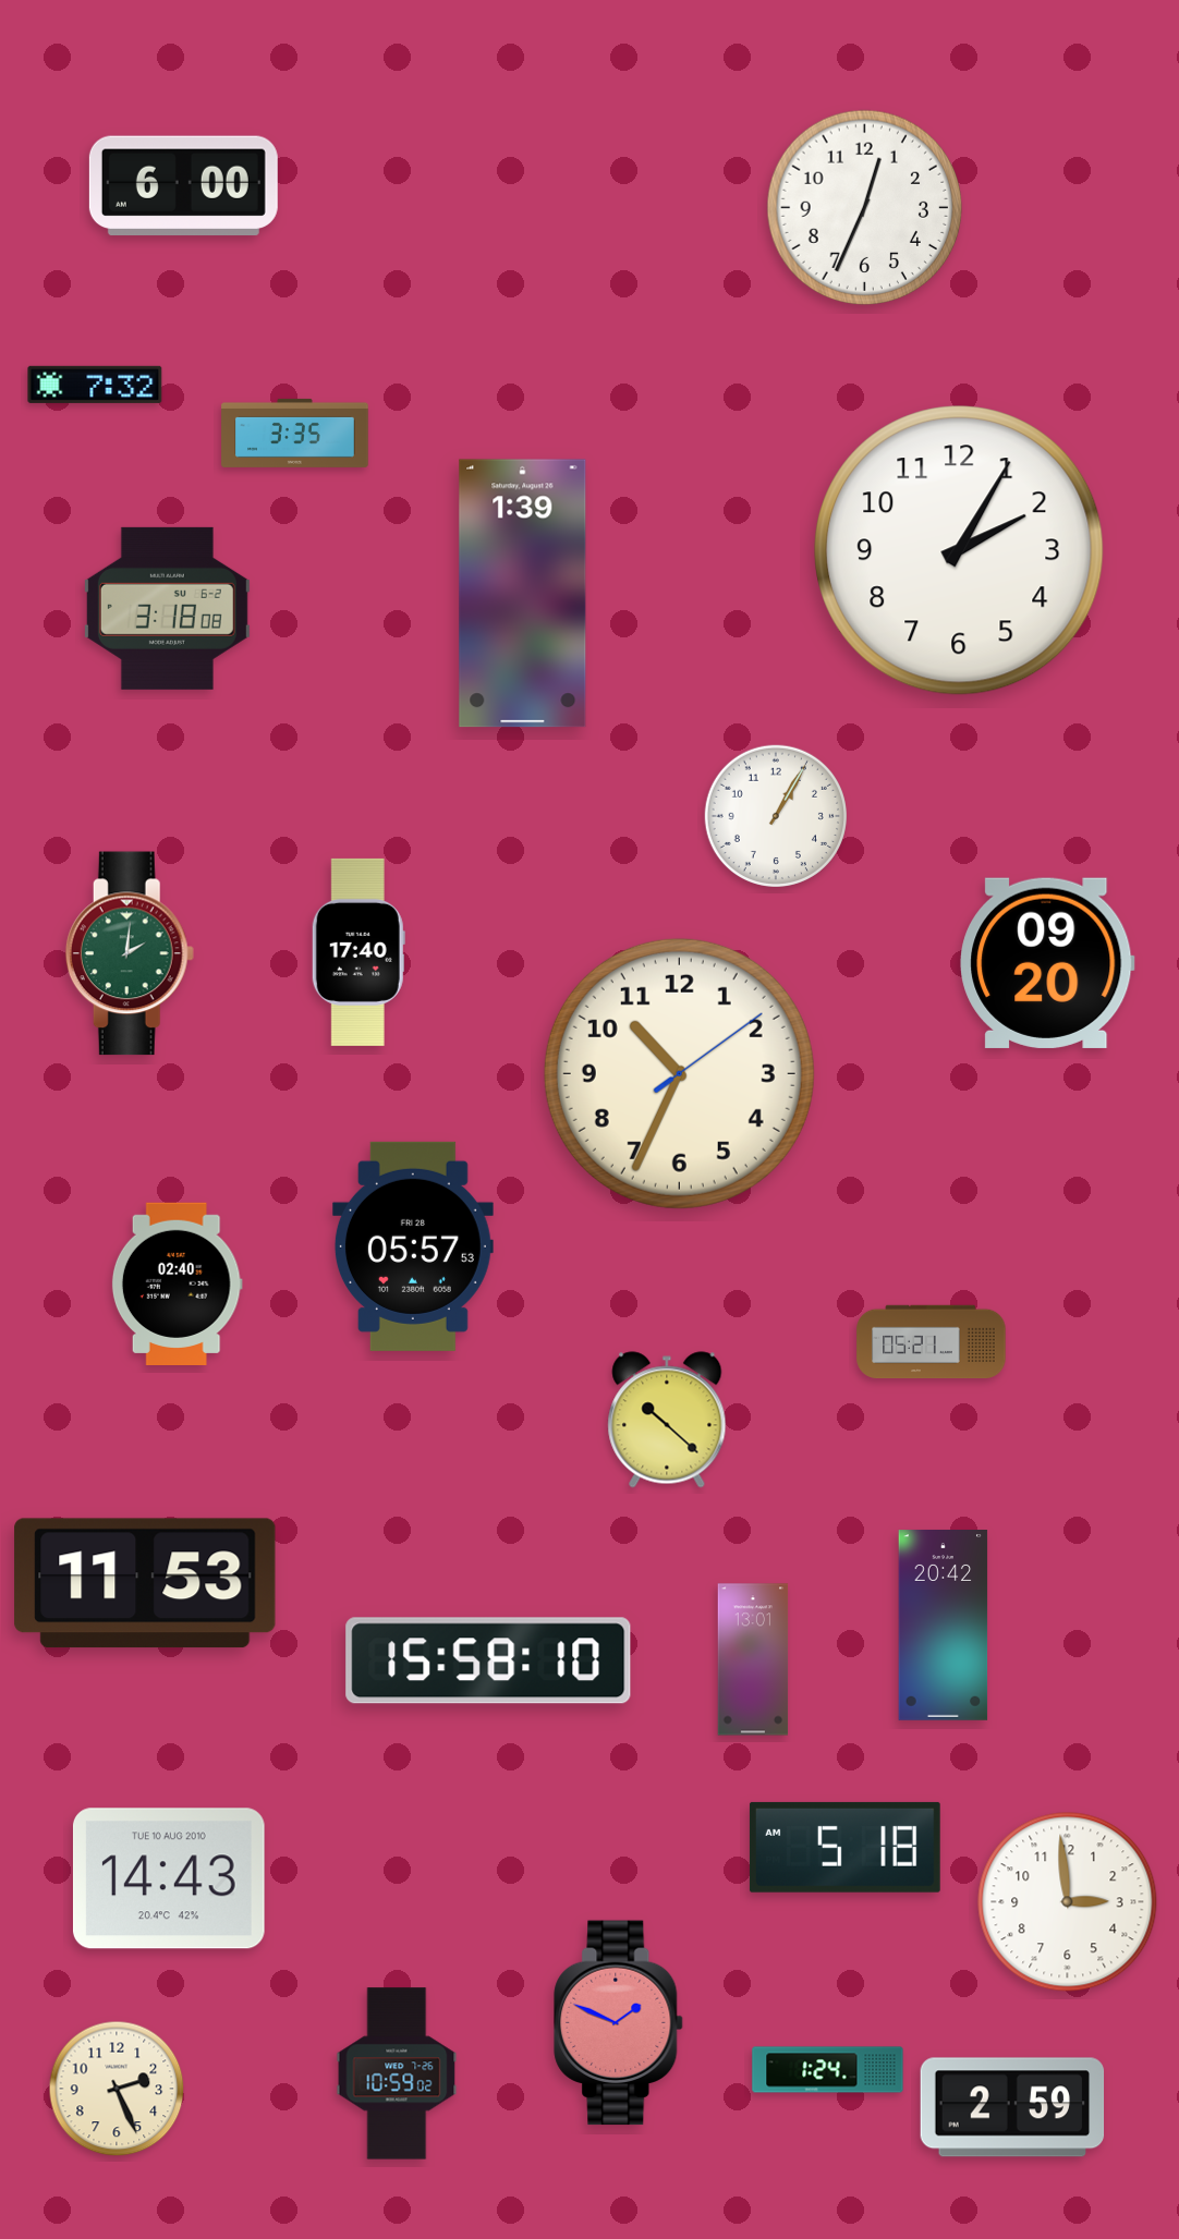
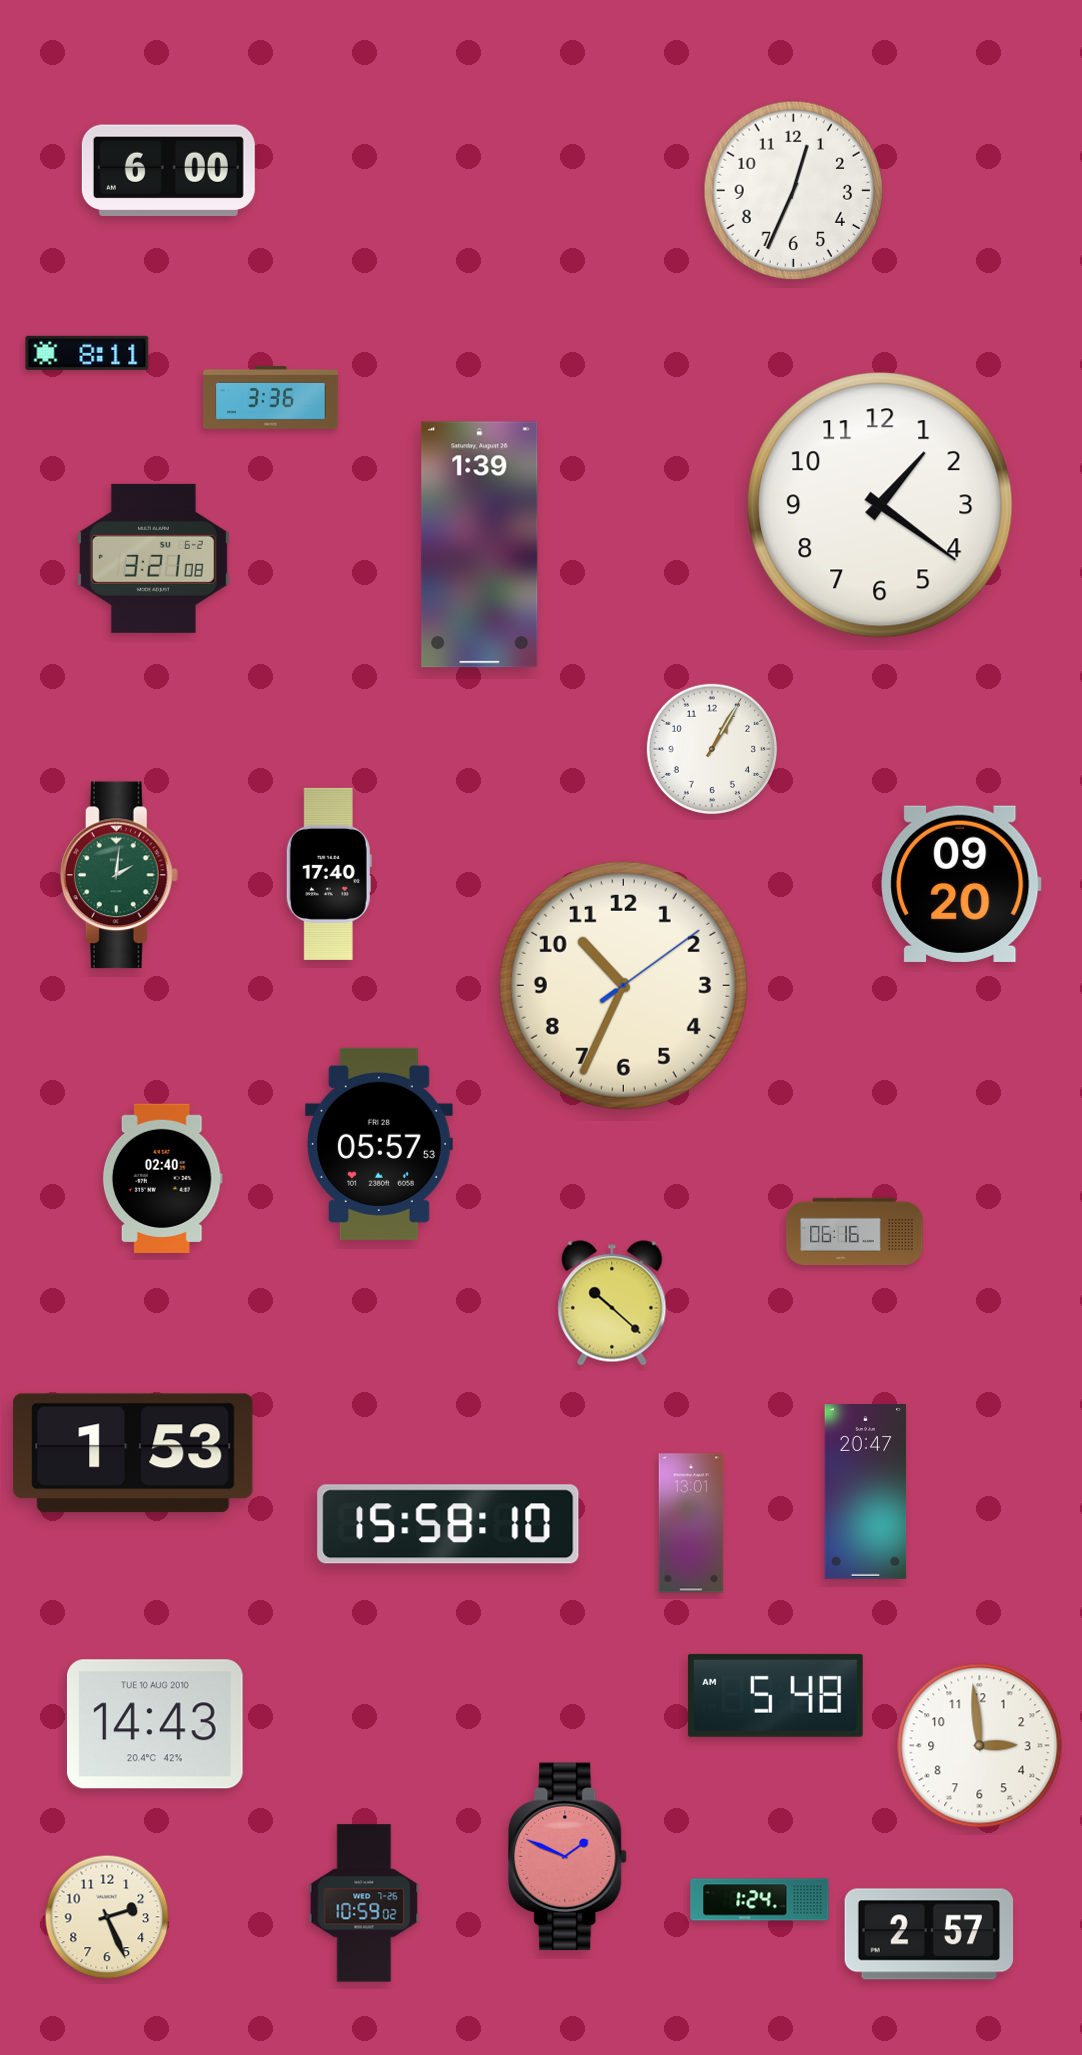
clock at (95, 385): 7:32 -> 8:11
clock at (295, 433): 3:35 -> 3:36
clock at (959, 550): 2:05 -> 1:21
clock at (167, 608): 3:18 -> 3:21
clock at (932, 1342): 05:21 -> 06:16
clock at (145, 1583): 11:53 -> 1:53
clock at (944, 1626): 20:42 -> 20:47
clock at (844, 1847): 5:18 -> 5:48
clock at (1012, 2107): 2:59 -> 2:57
